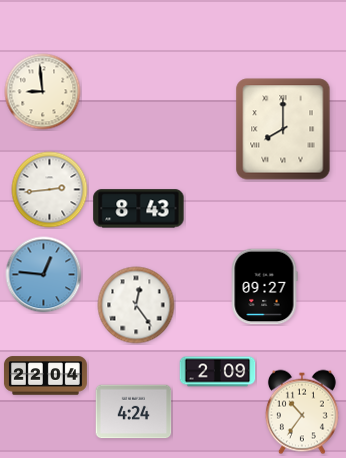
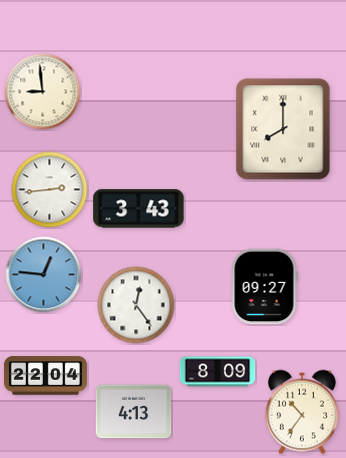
clock at (139, 209): 8:43 -> 3:43
clock at (218, 372): 2:09 -> 8:09
clock at (134, 412): 4:24 -> 4:13
